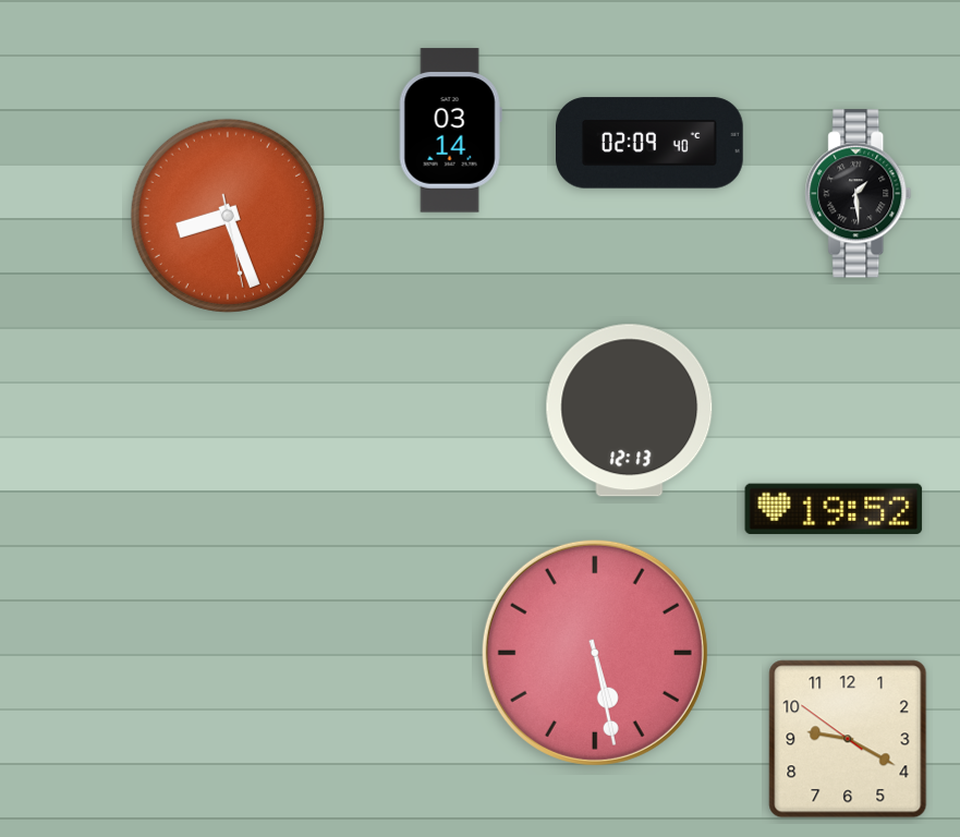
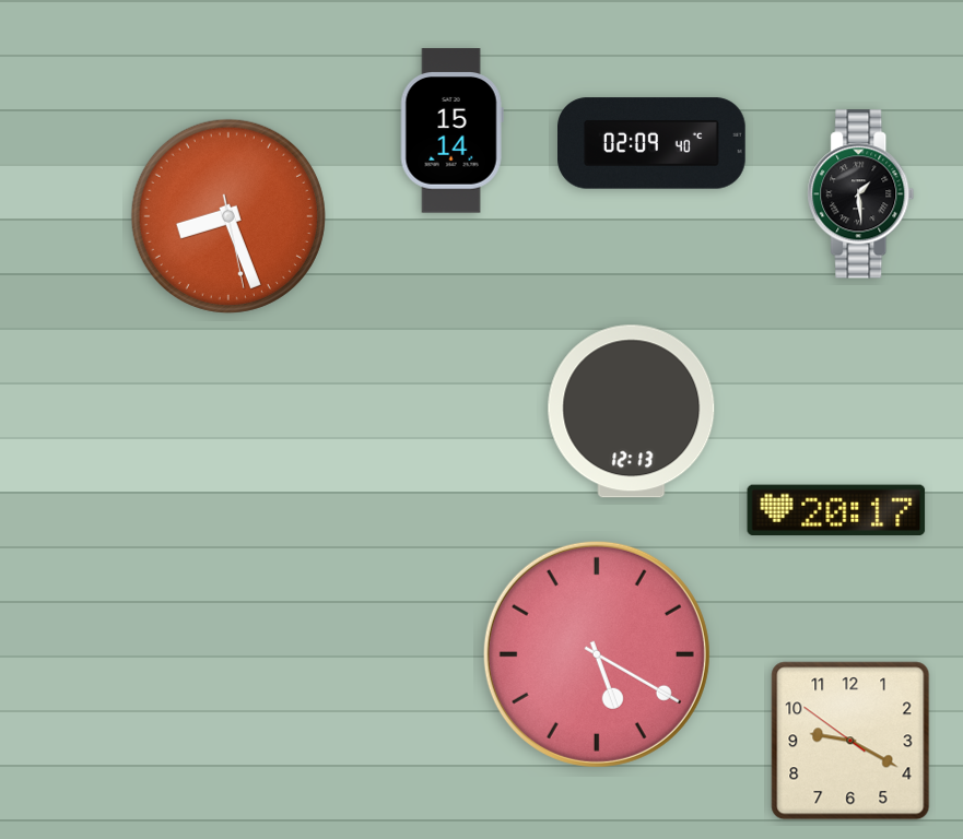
clock at (450, 131): 03:14 -> 15:14
clock at (834, 509): 19:52 -> 20:17
clock at (595, 653): 5:28 -> 5:20
